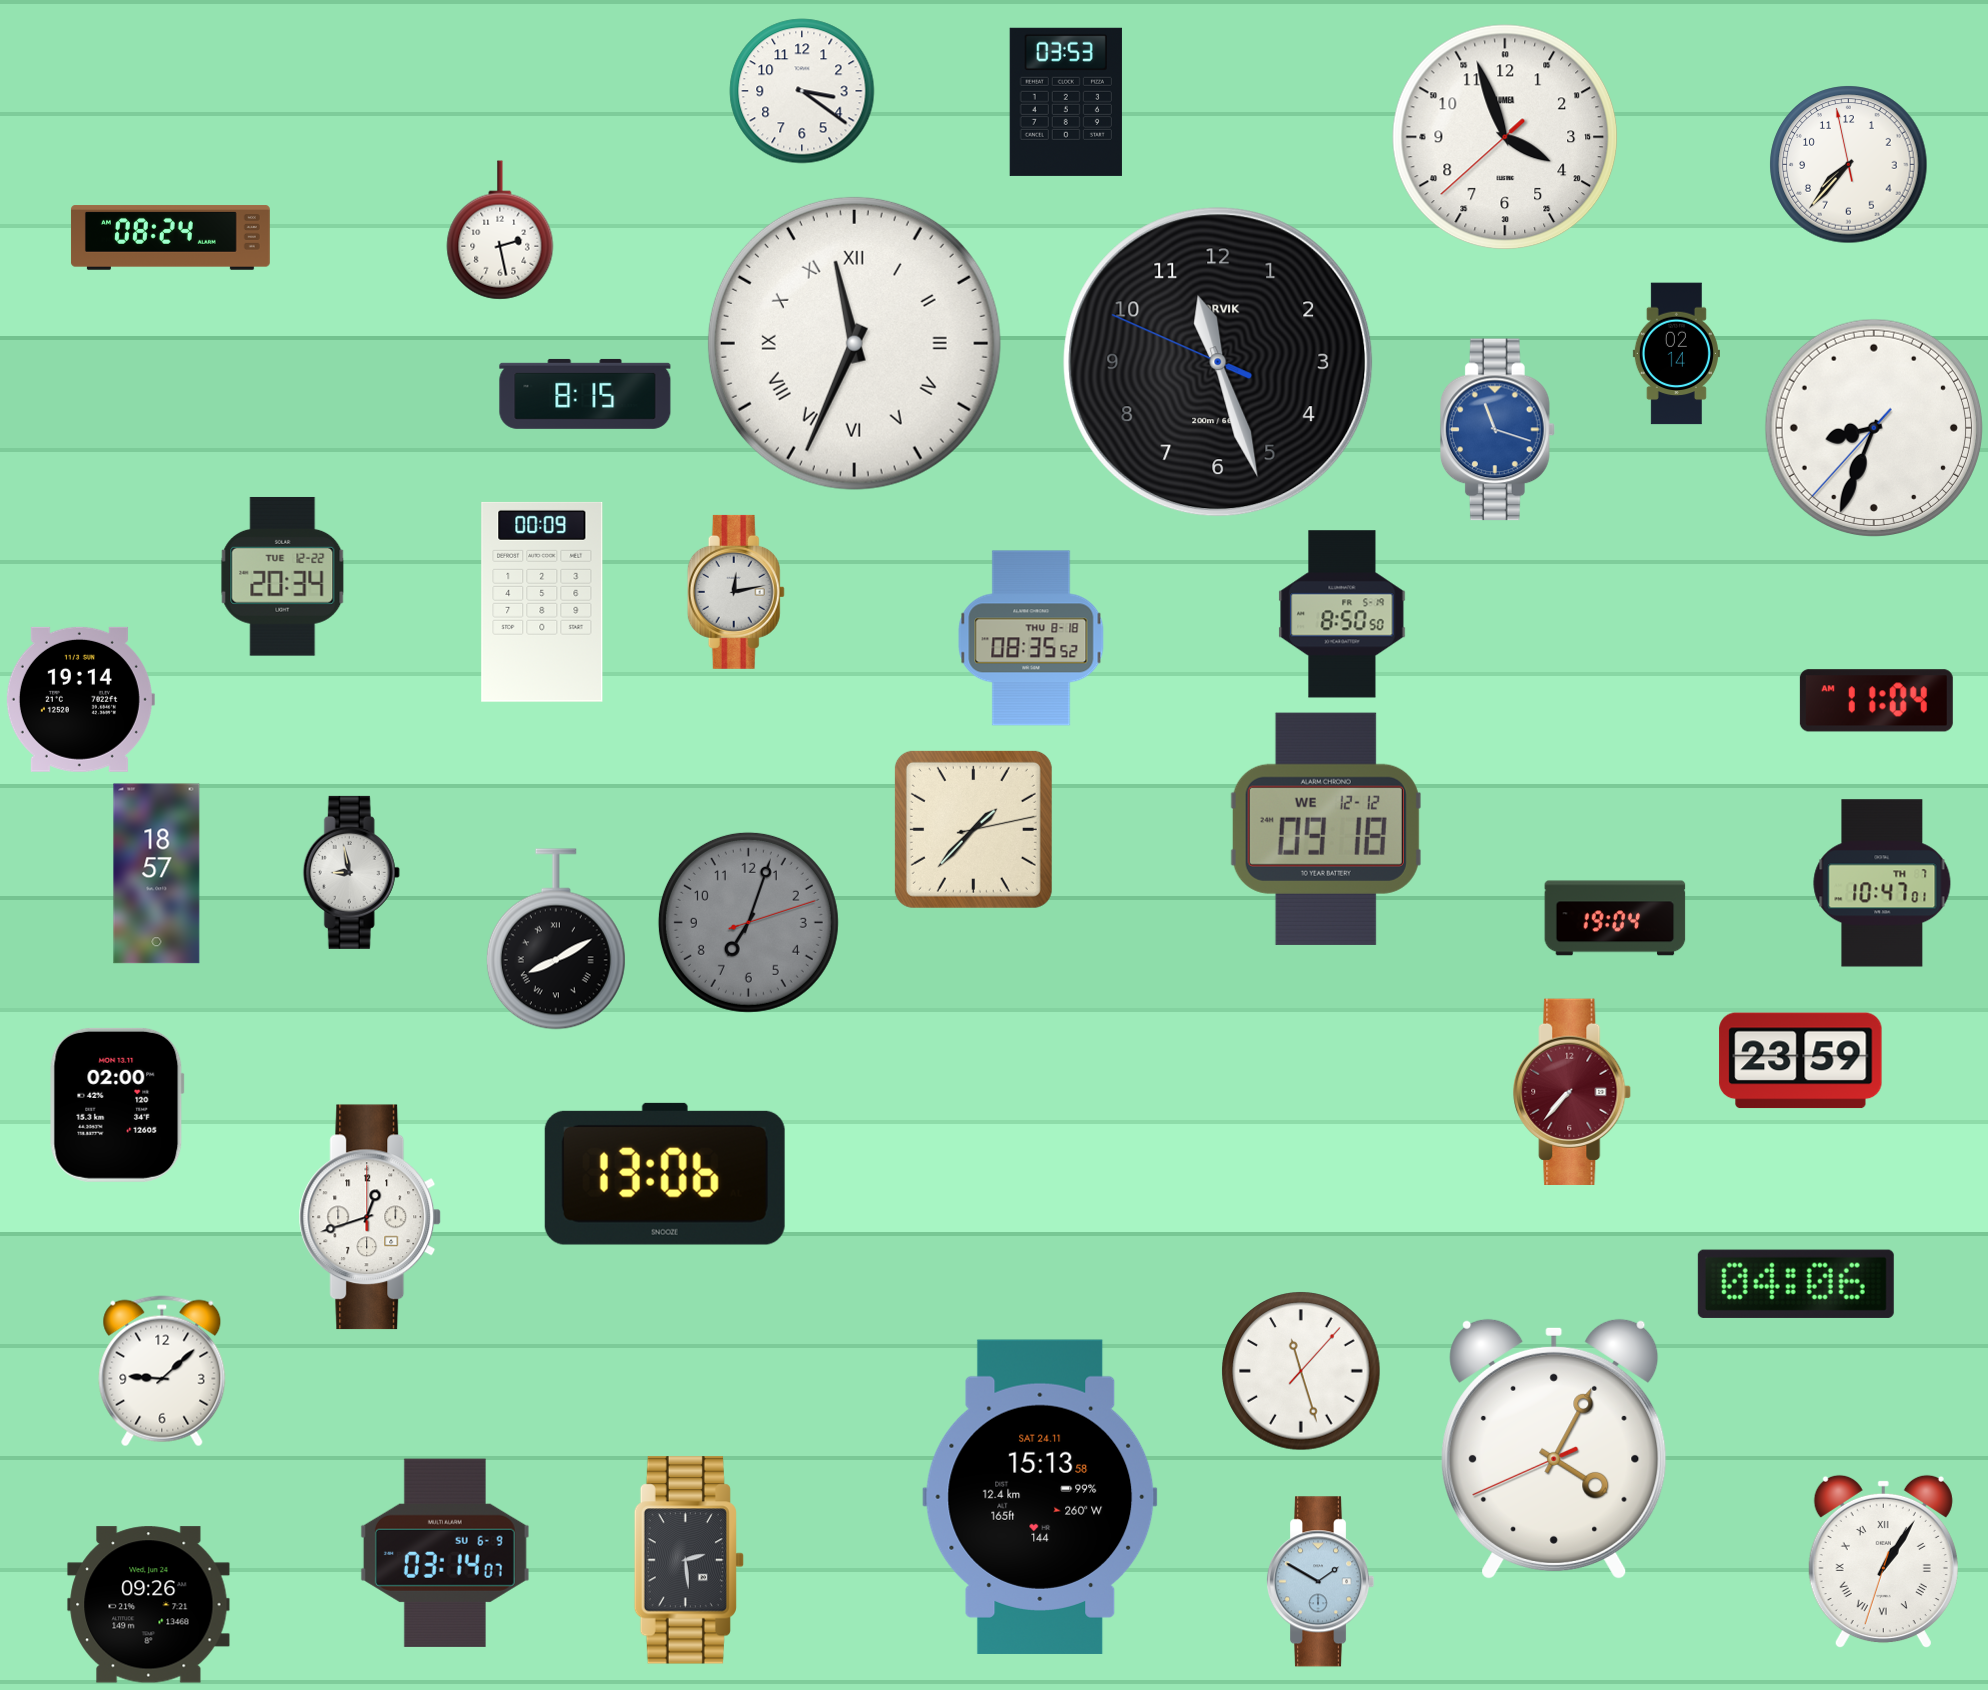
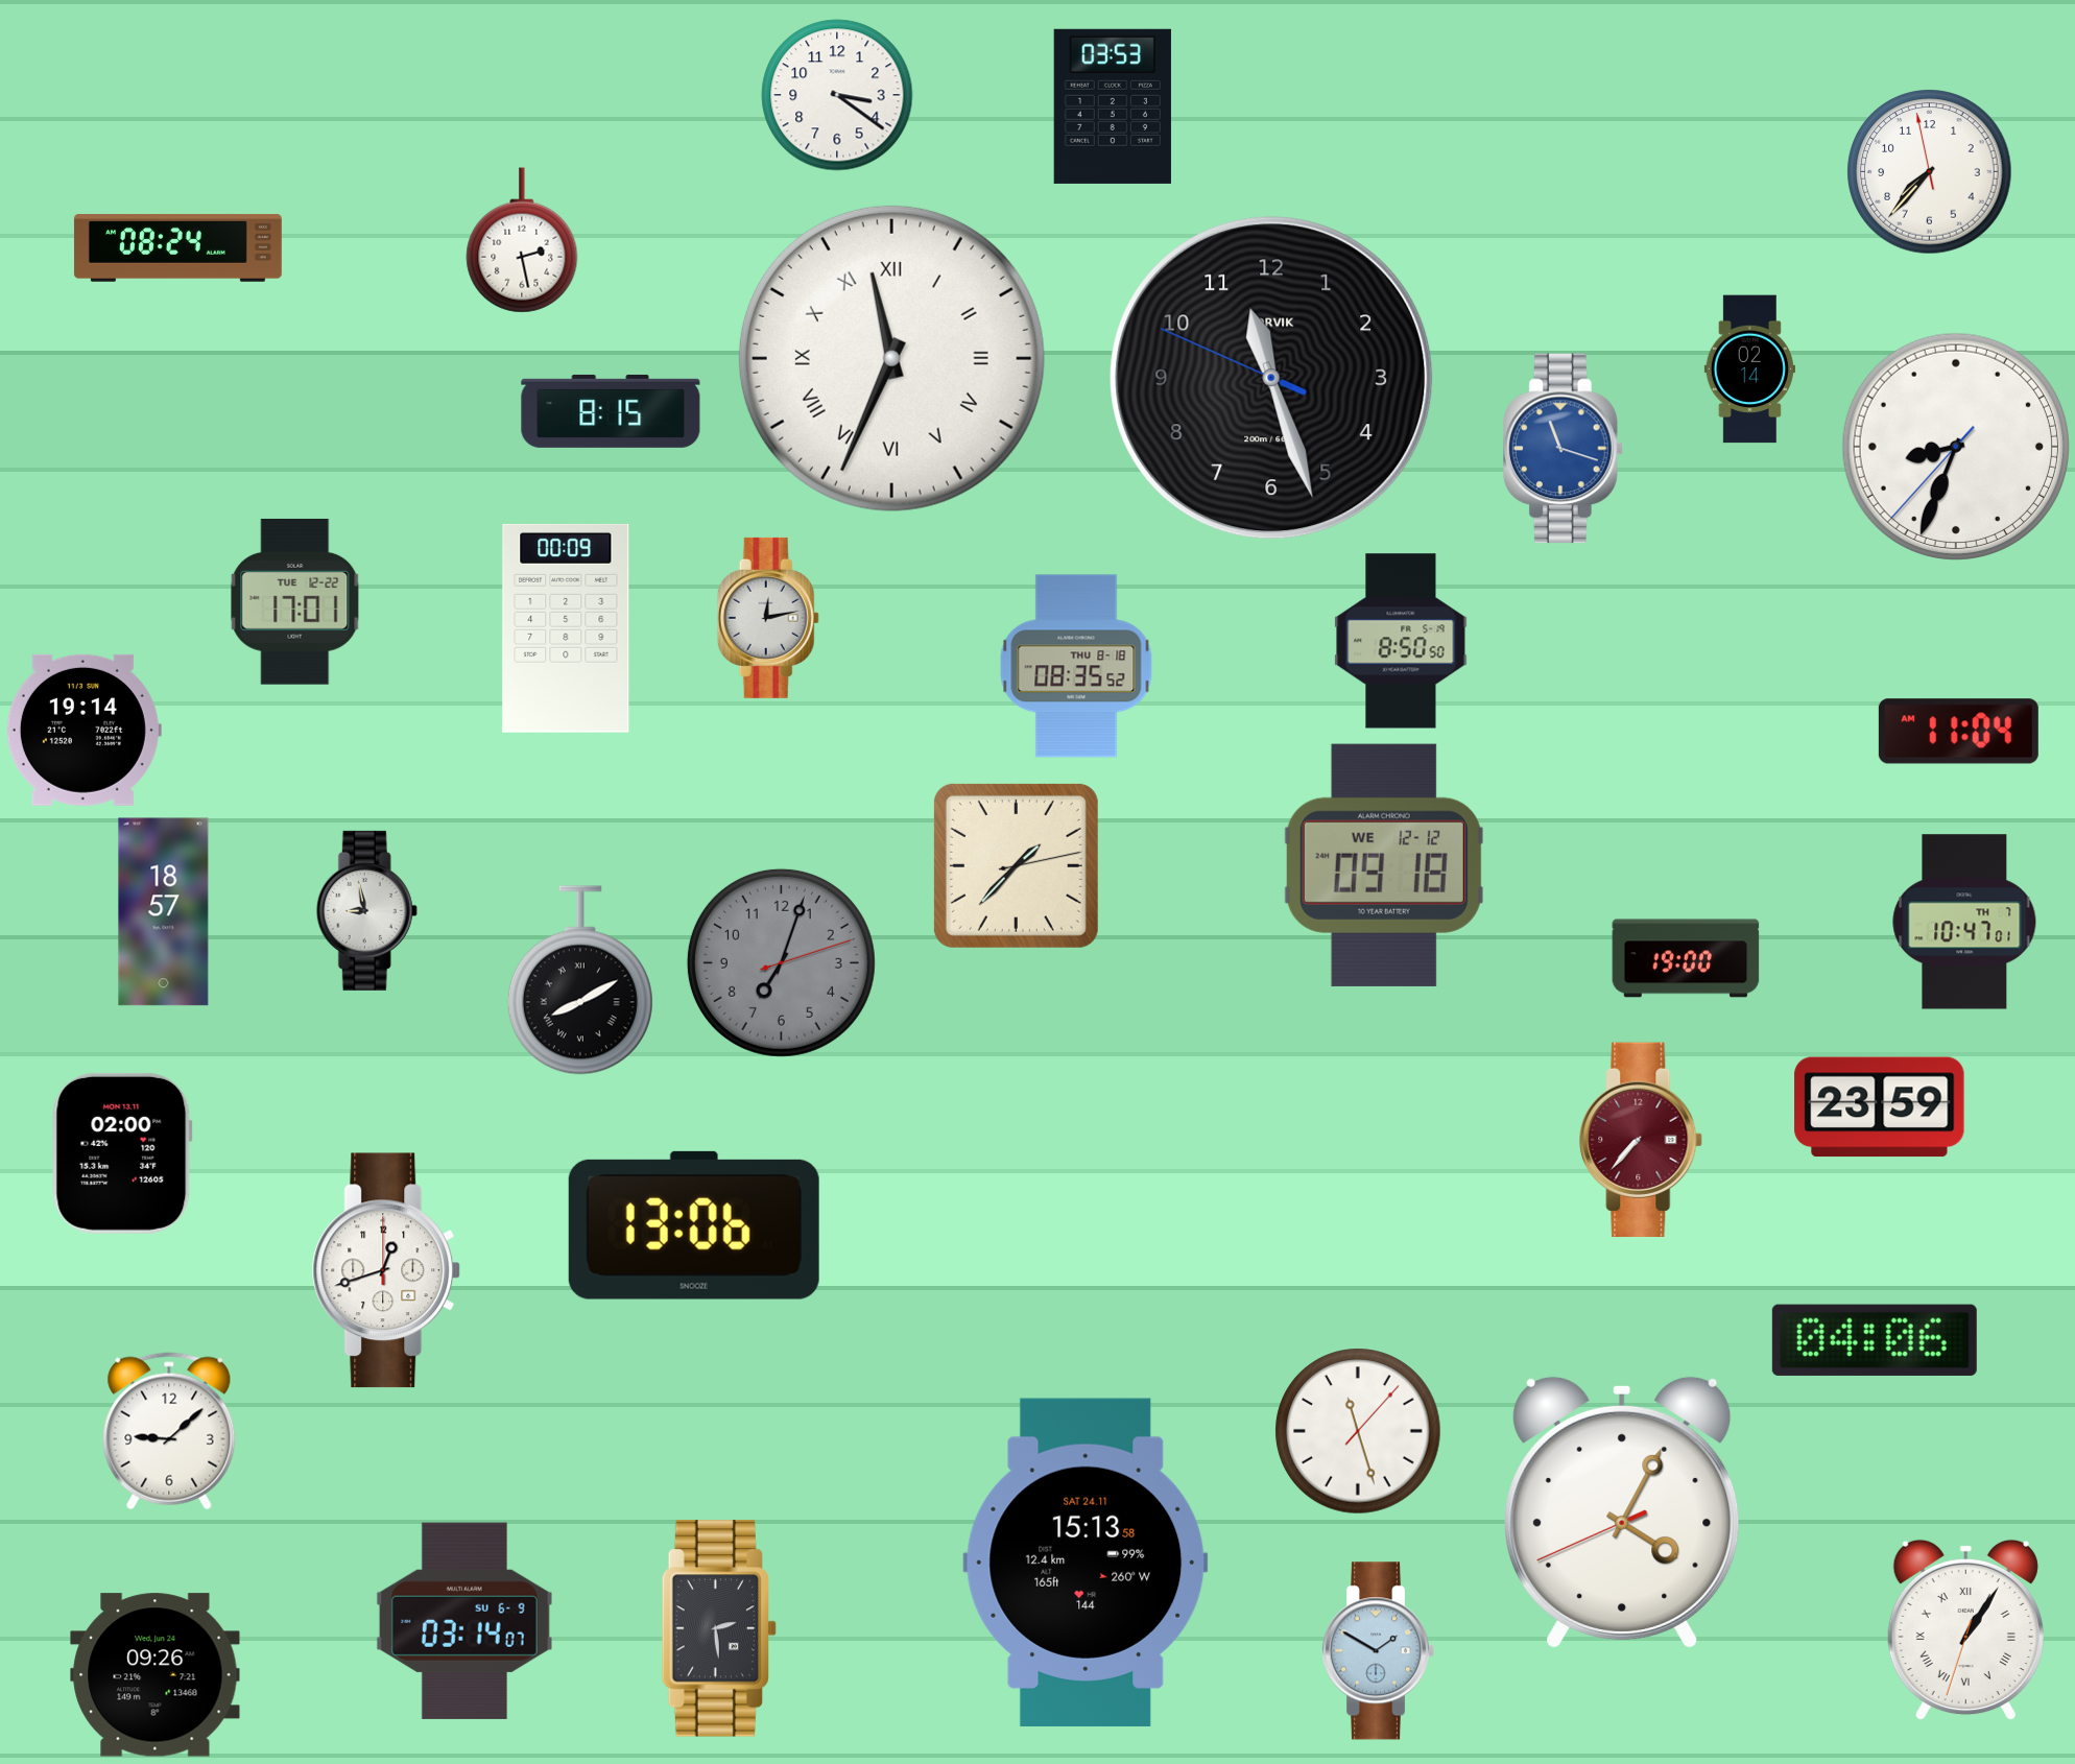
clock at (1505, 137): 3:56 -> none
clock at (283, 576): 20:34 -> 17:01
clock at (1615, 918): 19:04 -> 19:00
